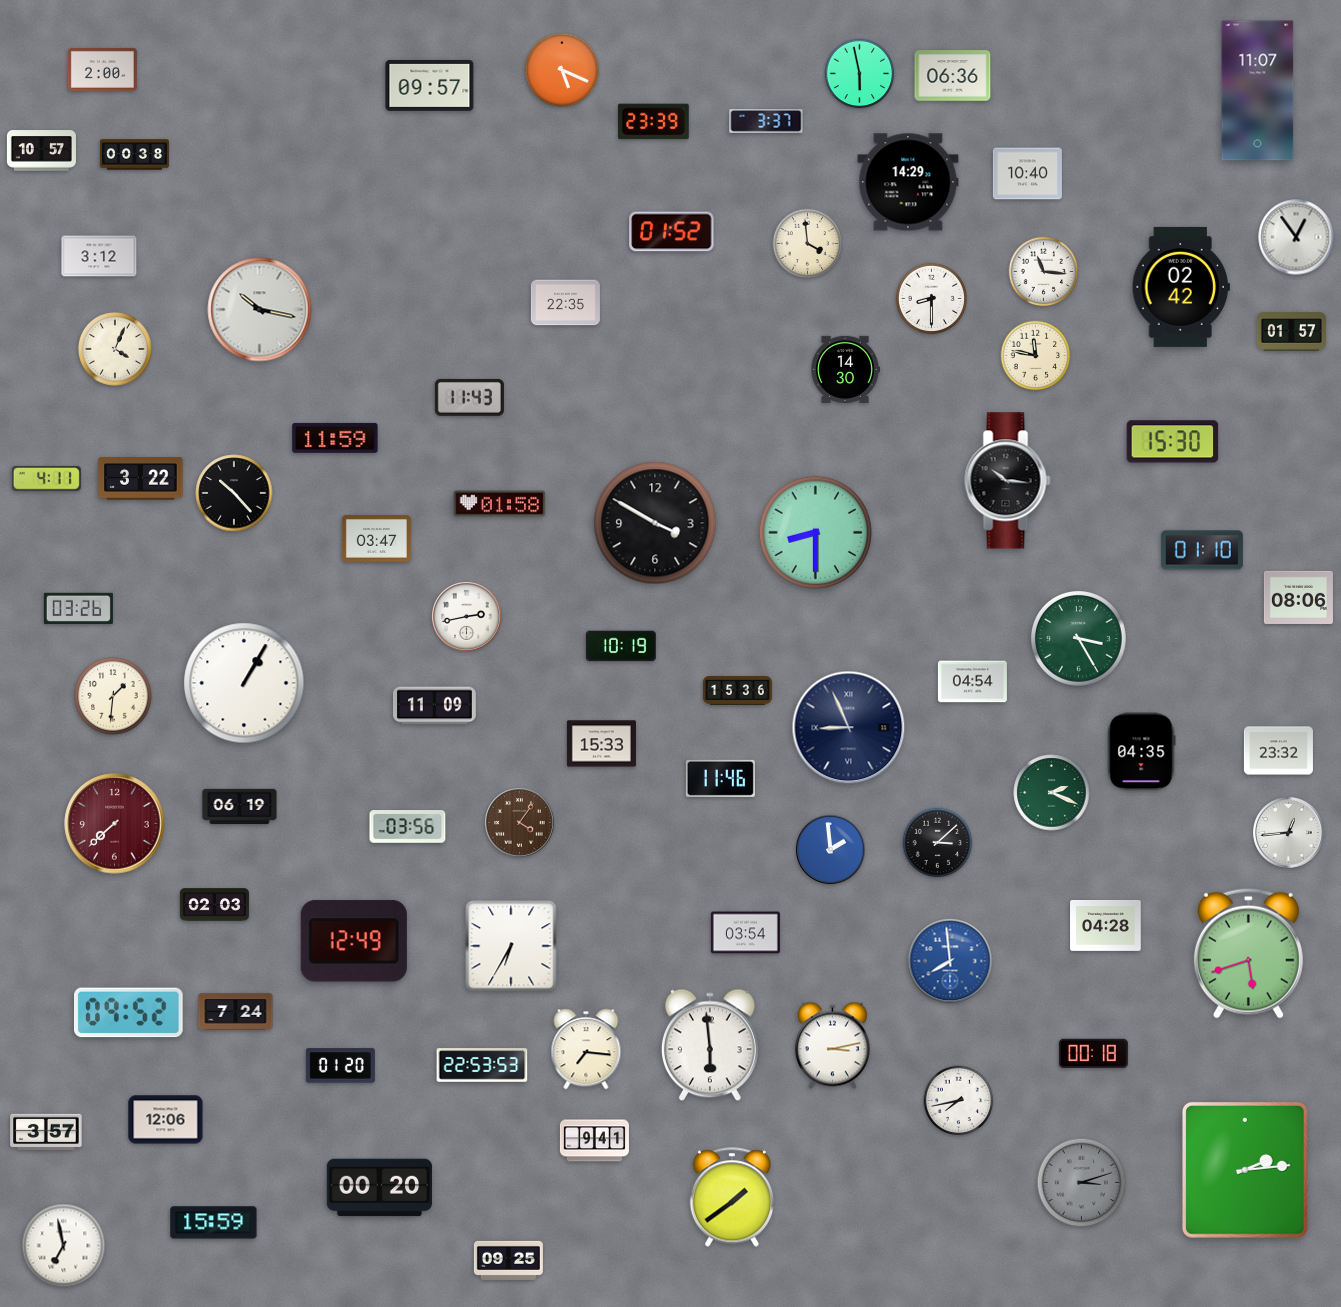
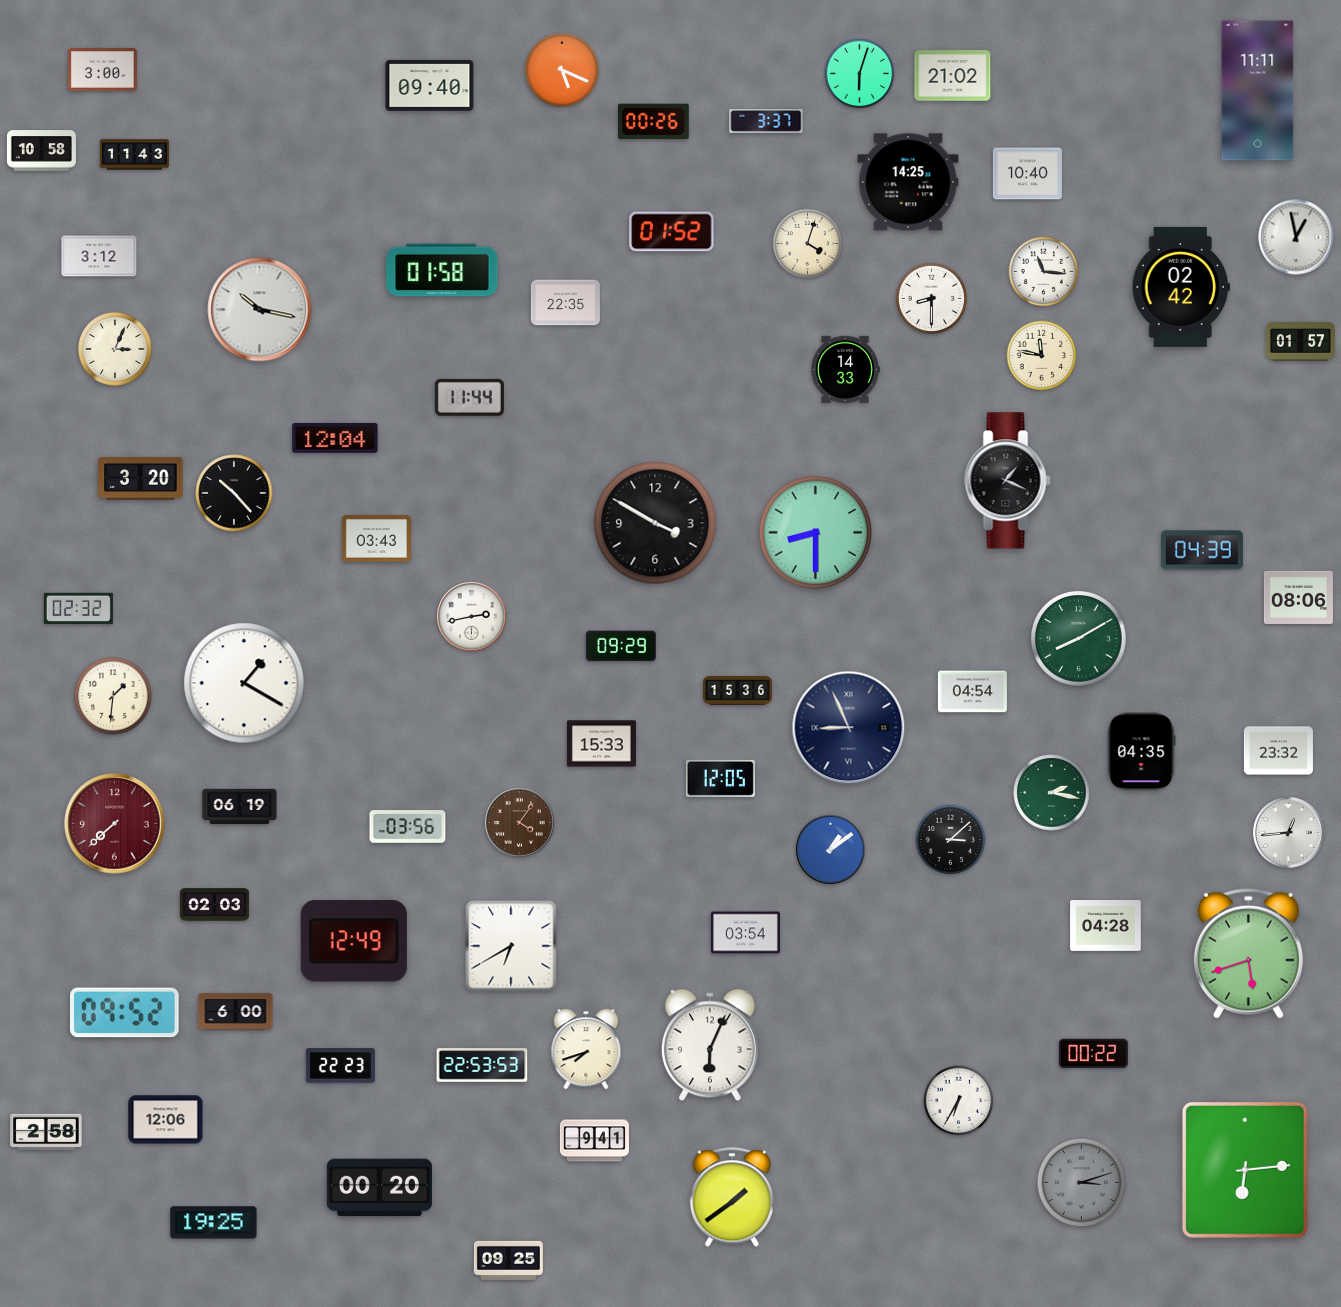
clock at (102, 70): 2:00 -> 3:00
clock at (860, 74): 5:58 -> 6:03
clock at (953, 76): 06:36 -> 21:02
clock at (430, 85): 09:57 -> 09:40
clock at (1258, 91): 11:07 -> 11:11
clock at (654, 122): 23:39 -> 00:26
clock at (41, 151): 10:57 -> 10:58
clock at (134, 155): 00:38 -> 11:43
clock at (908, 182): 14:29 -> 14:25
clock at (1296, 237): 12:54 -> 12:58
clock at (808, 244): 3:59 -> 4:03
clock at (442, 270): none -> 01:58
clock at (1291, 332) position: (1291, 332) -> (1300, 342)
clock at (115, 349): 4:04 -> 3:04
clock at (1036, 356) position: (1036, 356) -> (1042, 356)
clock at (845, 369): 14:30 -> 14:33
clock at (469, 398): 11:43 -> 11:44
clock at (335, 438): 11:59 -> 12:04
clock at (1173, 442): 15:30 -> none
clock at (46, 479): 4:11 -> none
clock at (141, 479): 3:22 -> 3:20
clock at (1008, 481): 10:16 -> 1:19
clock at (500, 504): 01:58 -> none
clock at (376, 539): 03:47 -> 03:43
clock at (1202, 550): 01:10 -> 04:39
clock at (78, 608): 03:26 -> 02:32
clock at (467, 617) position: (467, 617) -> (472, 617)
clock at (1079, 639): 3:25 -> 8:10
clock at (621, 646): 10:19 -> 09:29
clock at (972, 682) position: (972, 682) -> (972, 692)
clock at (244, 683): 1:05 -> 1:20
clock at (435, 706): 11:09 -> none
clock at (720, 778): 11:46 -> 12:05
clock at (1052, 793): 2:19 -> 2:17
clock at (938, 843) position: (938, 843) -> (951, 840)
clock at (831, 850): 1:59 -> 1:09
clock at (511, 946): 6:35 -> 6:40
clock at (950, 961): 7:59 -> none
clock at (236, 1012): 7:24 -> 6:00
clock at (129, 1013) position: (129, 1013) -> (125, 1013)
clock at (710, 1045): 5:59 -> 6:04
clock at (832, 1046): 3:13 -> none
clock at (586, 1049): 7:16 -> 7:42
clock at (1093, 1054): 00:18 -> 00:22
clock at (340, 1066): 01:20 -> 22:23
clock at (959, 1101): 7:43 -> 6:35
clock at (46, 1131): 3:57 -> 2:58
clock at (1245, 1170): 2:14 -> 6:14
clock at (214, 1223): 15:59 -> 19:25
clock at (64, 1246): 6:58 -> none
